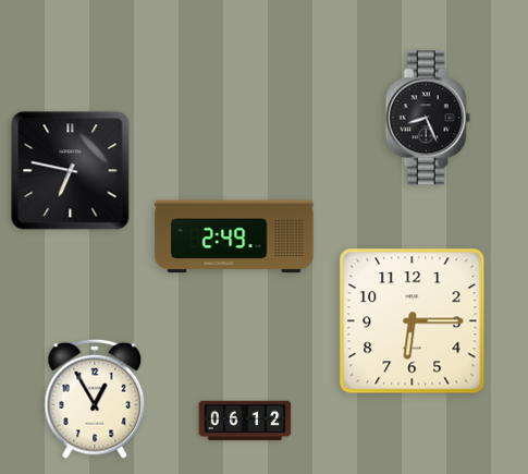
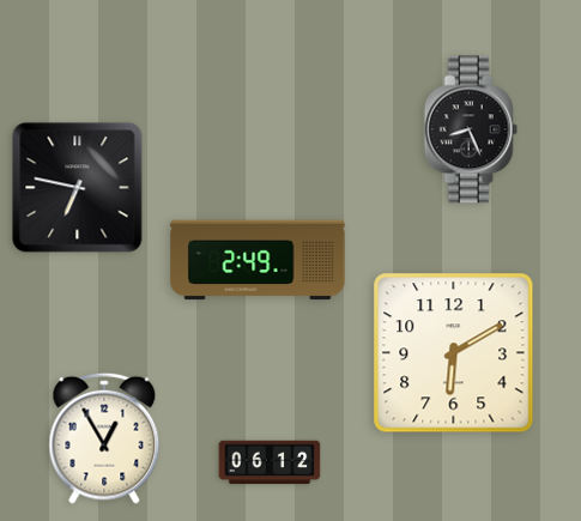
clock at (413, 321): 6:15 -> 6:10
